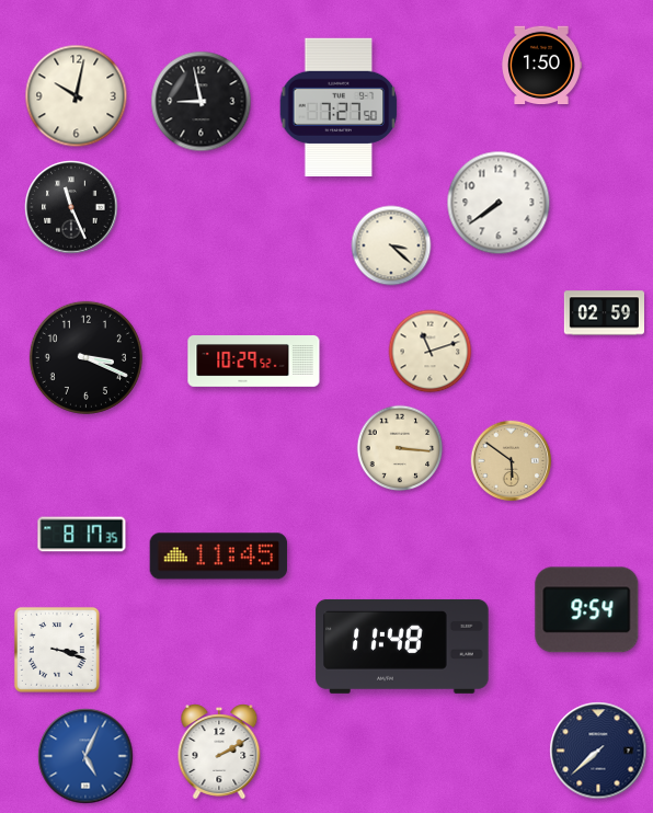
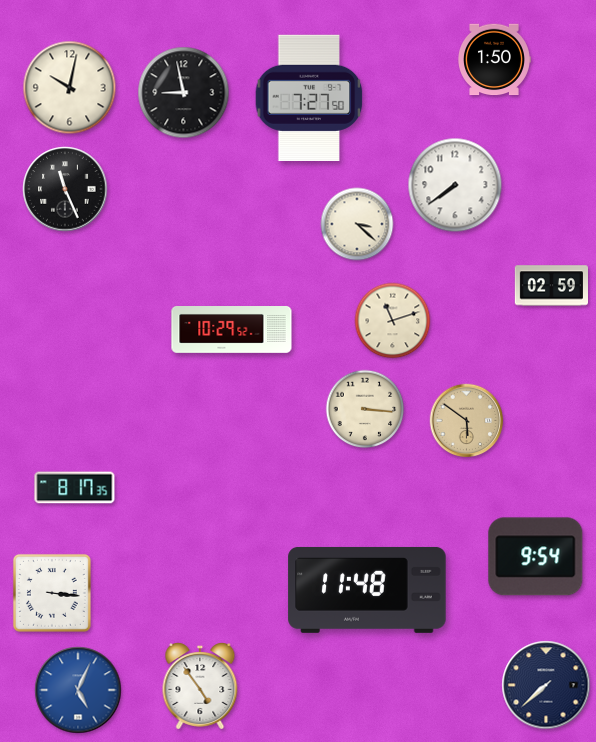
clock at (85, 357): 3:19 -> none
clock at (219, 557): 11:45 -> none
clock at (57, 650): 3:18 -> 3:16
clock at (219, 752): 2:10 -> 4:54
